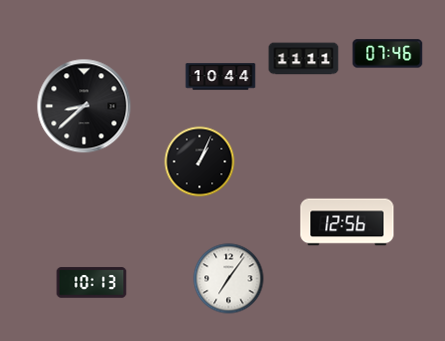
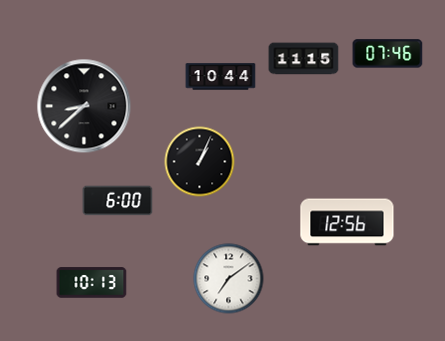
clock at (304, 59): 11:11 -> 11:15
clock at (118, 201): none -> 6:00
clock at (229, 279): 7:06 -> 7:09
